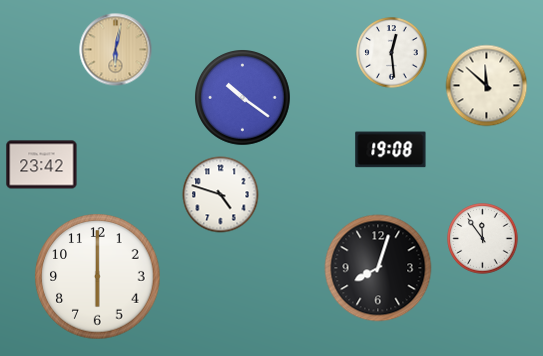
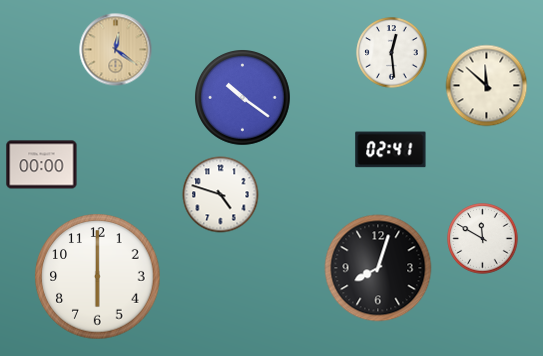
clock at (116, 50): 6:02 -> 12:21
clock at (391, 150): 19:08 -> 02:41
clock at (42, 165): 23:42 -> 00:00
clock at (483, 239): 11:54 -> 11:50
